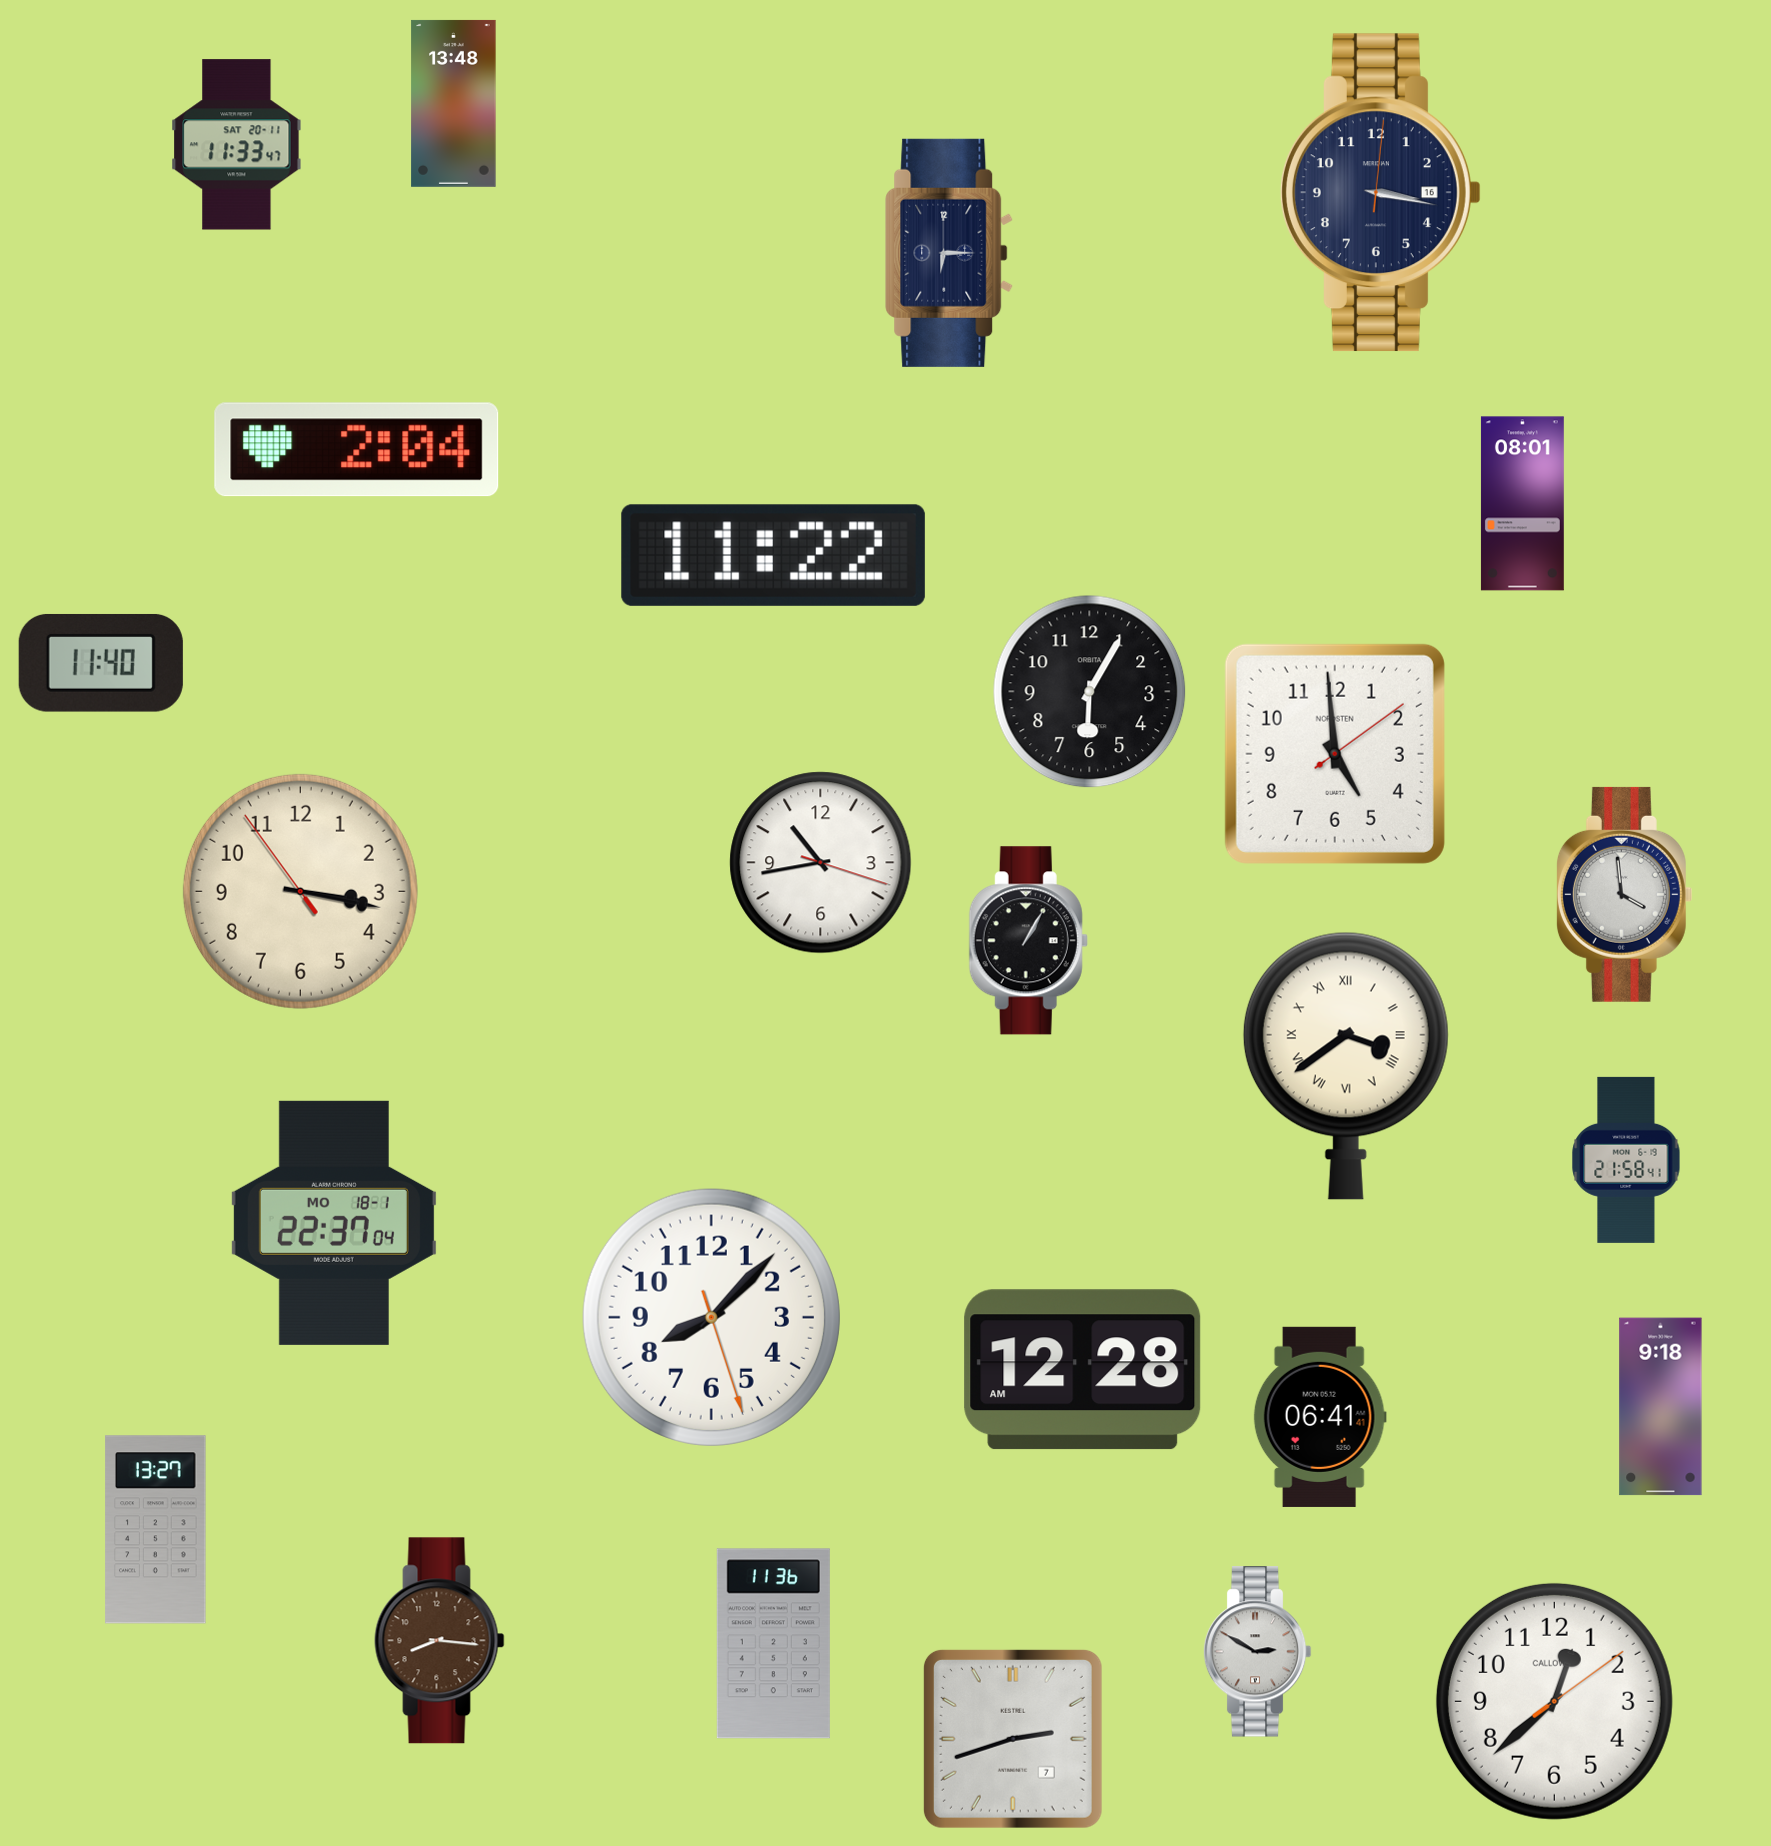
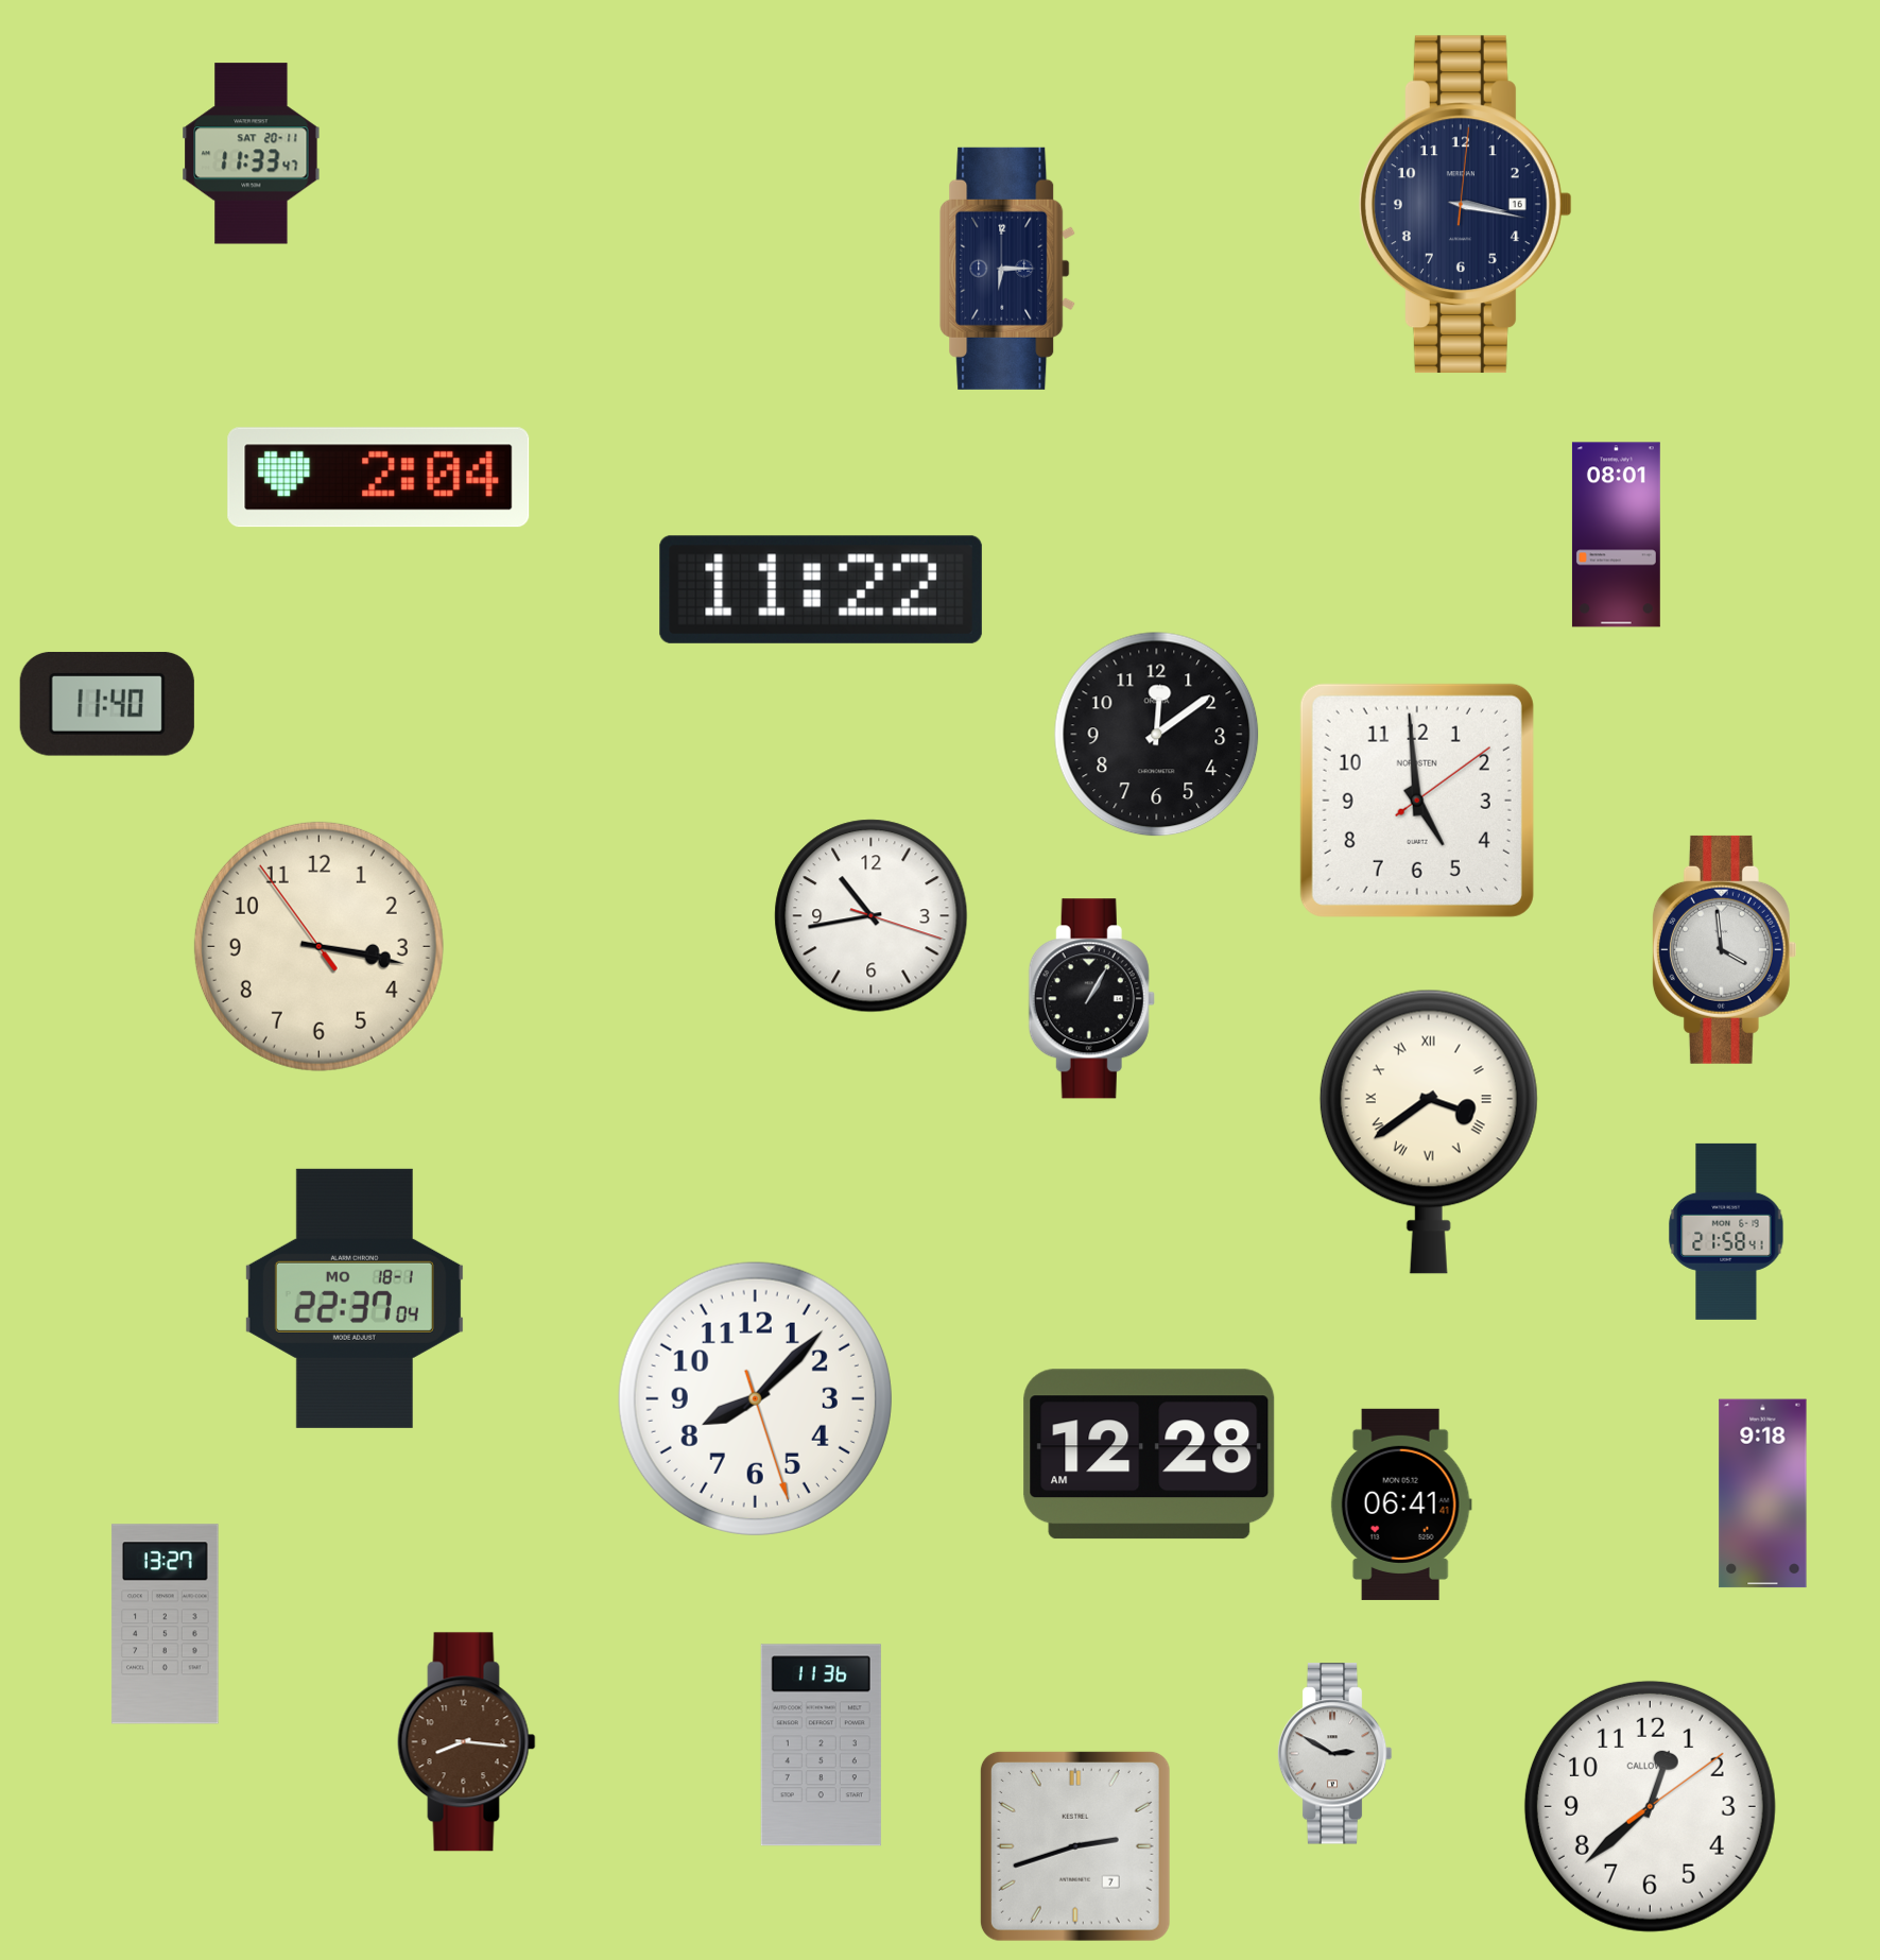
clock at (454, 103): 13:48 -> none
clock at (1090, 692): 6:05 -> 12:09
